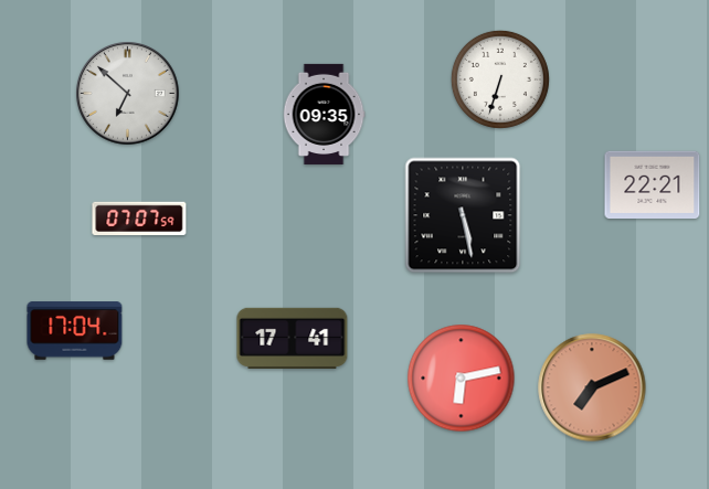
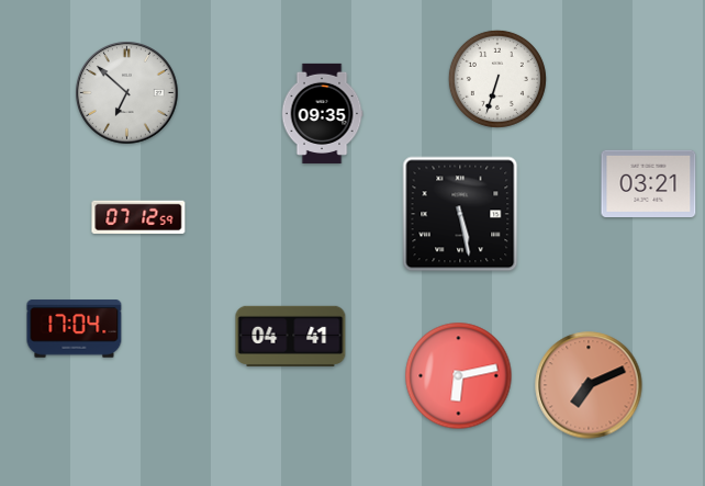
clock at (653, 184): 22:21 -> 03:21
clock at (139, 217): 07:07 -> 07:12
clock at (293, 338): 17:41 -> 04:41
